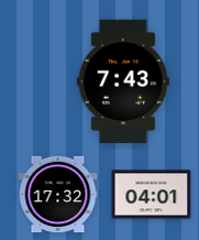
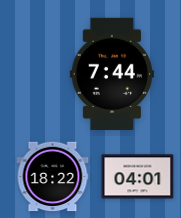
clock at (123, 80): 7:43 -> 7:44
clock at (58, 195): 17:32 -> 18:22
